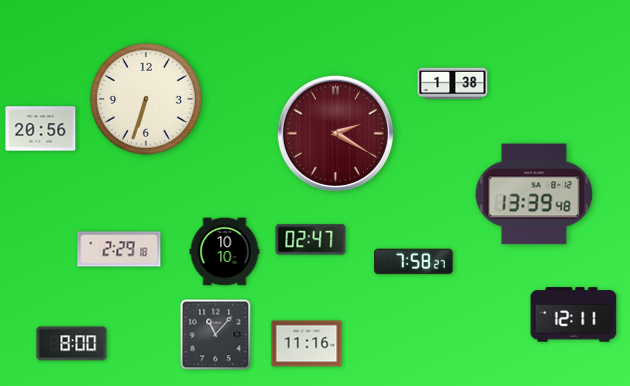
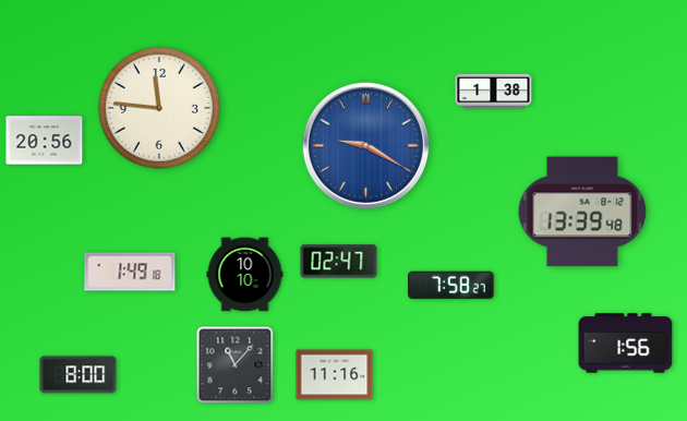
clock at (146, 99): 6:33 -> 11:46
clock at (335, 133): 2:20 -> 9:20
clock at (335, 133) dial: burgundy -> blue
clock at (119, 249): 2:29 -> 1:49
clock at (574, 315): 12:11 -> 1:56
